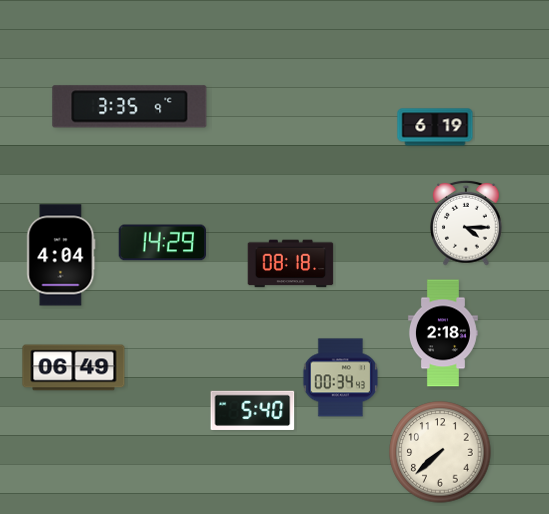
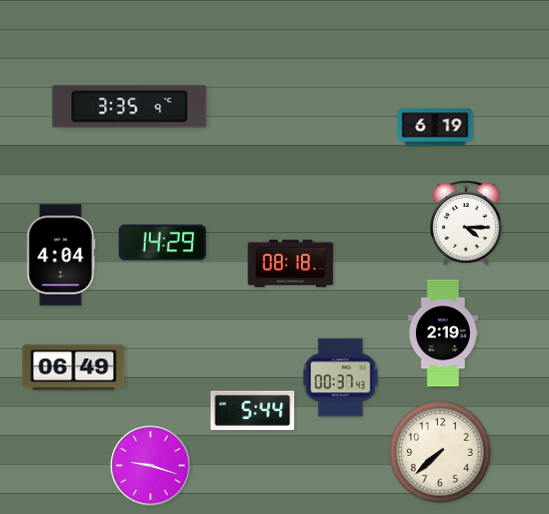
clock at (443, 333): 2:18 -> 2:19
clock at (340, 378): 00:34 -> 00:37
clock at (253, 410): 5:40 -> 5:44
clock at (151, 466): none -> 9:18
